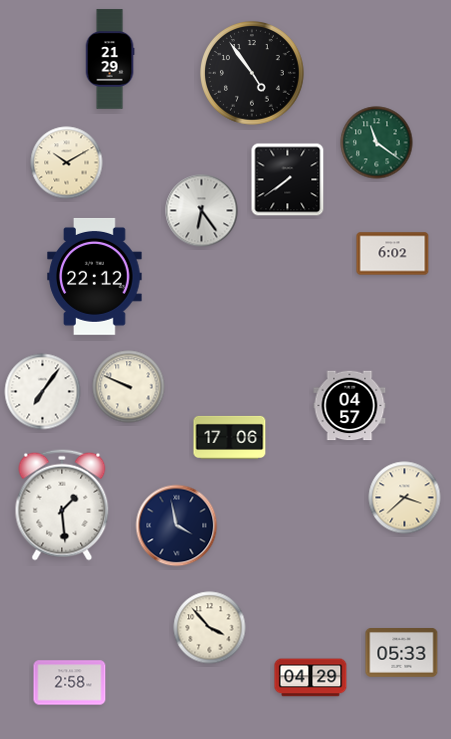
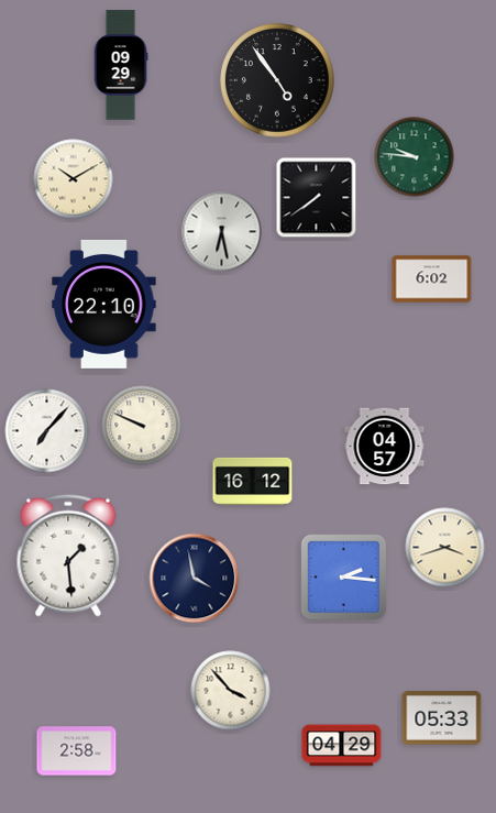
clock at (110, 59): 21:29 -> 09:29
clock at (377, 143): 11:21 -> 9:46
clock at (202, 211): 6:24 -> 6:28
clock at (95, 276): 22:12 -> 22:10
clock at (43, 392): 7:06 -> 7:07
clock at (230, 437): 17:06 -> 16:12
clock at (405, 498): 3:38 -> 3:42
clock at (344, 578): none -> 2:16
